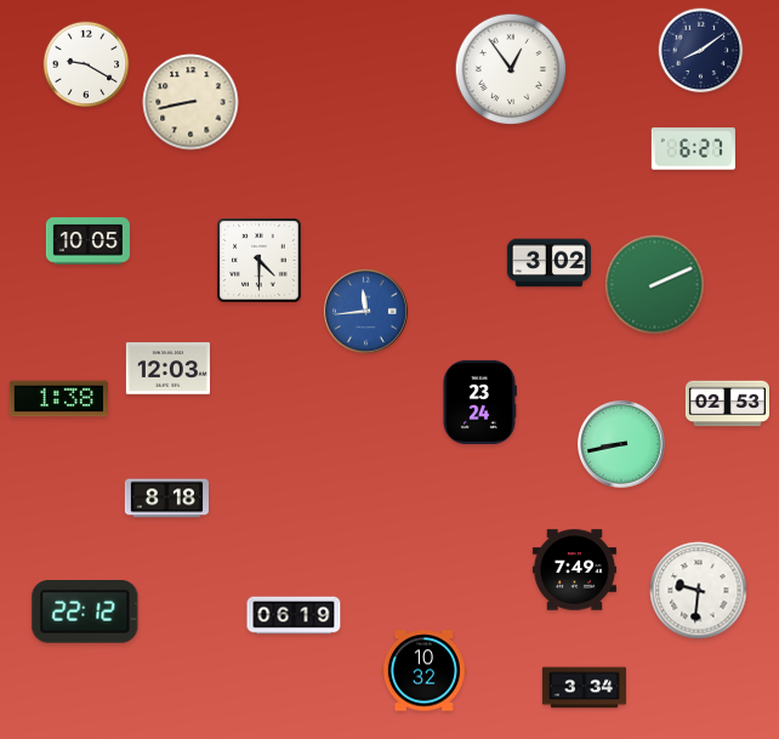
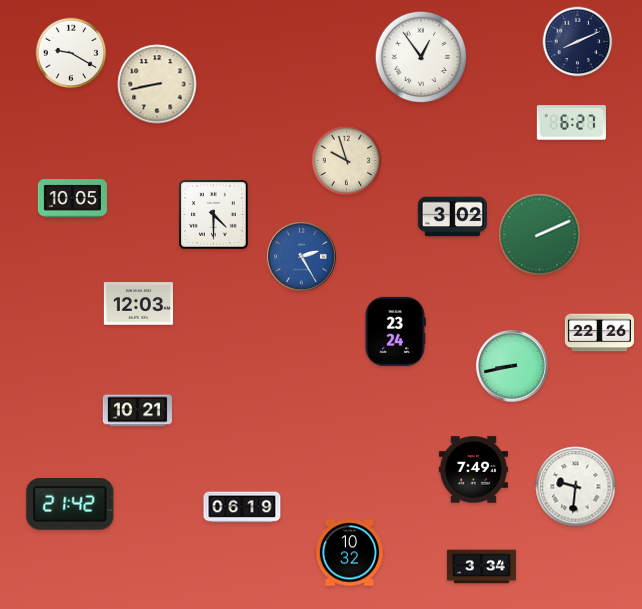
clock at (701, 51): 8:09 -> 8:11
clock at (347, 161): none -> 9:57
clock at (365, 311): 11:44 -> 2:25
clock at (58, 399): 1:38 -> none
clock at (727, 404): 02:53 -> 22:26
clock at (166, 499): 8:18 -> 10:21
clock at (85, 613): 22:12 -> 21:42
